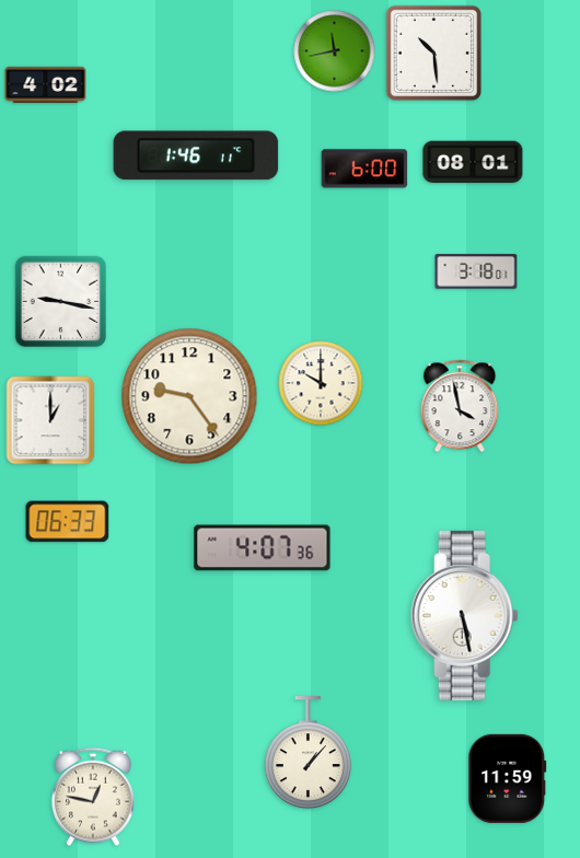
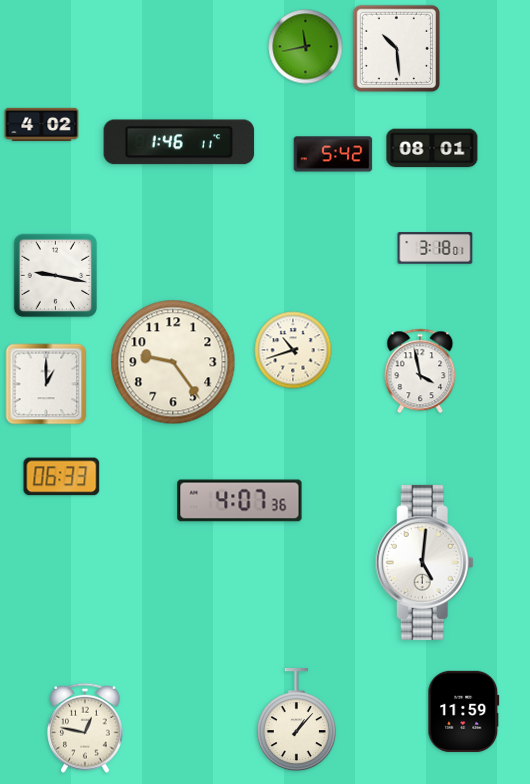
clock at (46, 85) position: (46, 85) -> (42, 125)
clock at (364, 169): 6:00 -> 5:42
clock at (321, 383): 10:00 -> 10:42
clock at (464, 615): 5:28 -> 5:01
clock at (308, 753) position: (308, 753) -> (296, 720)
